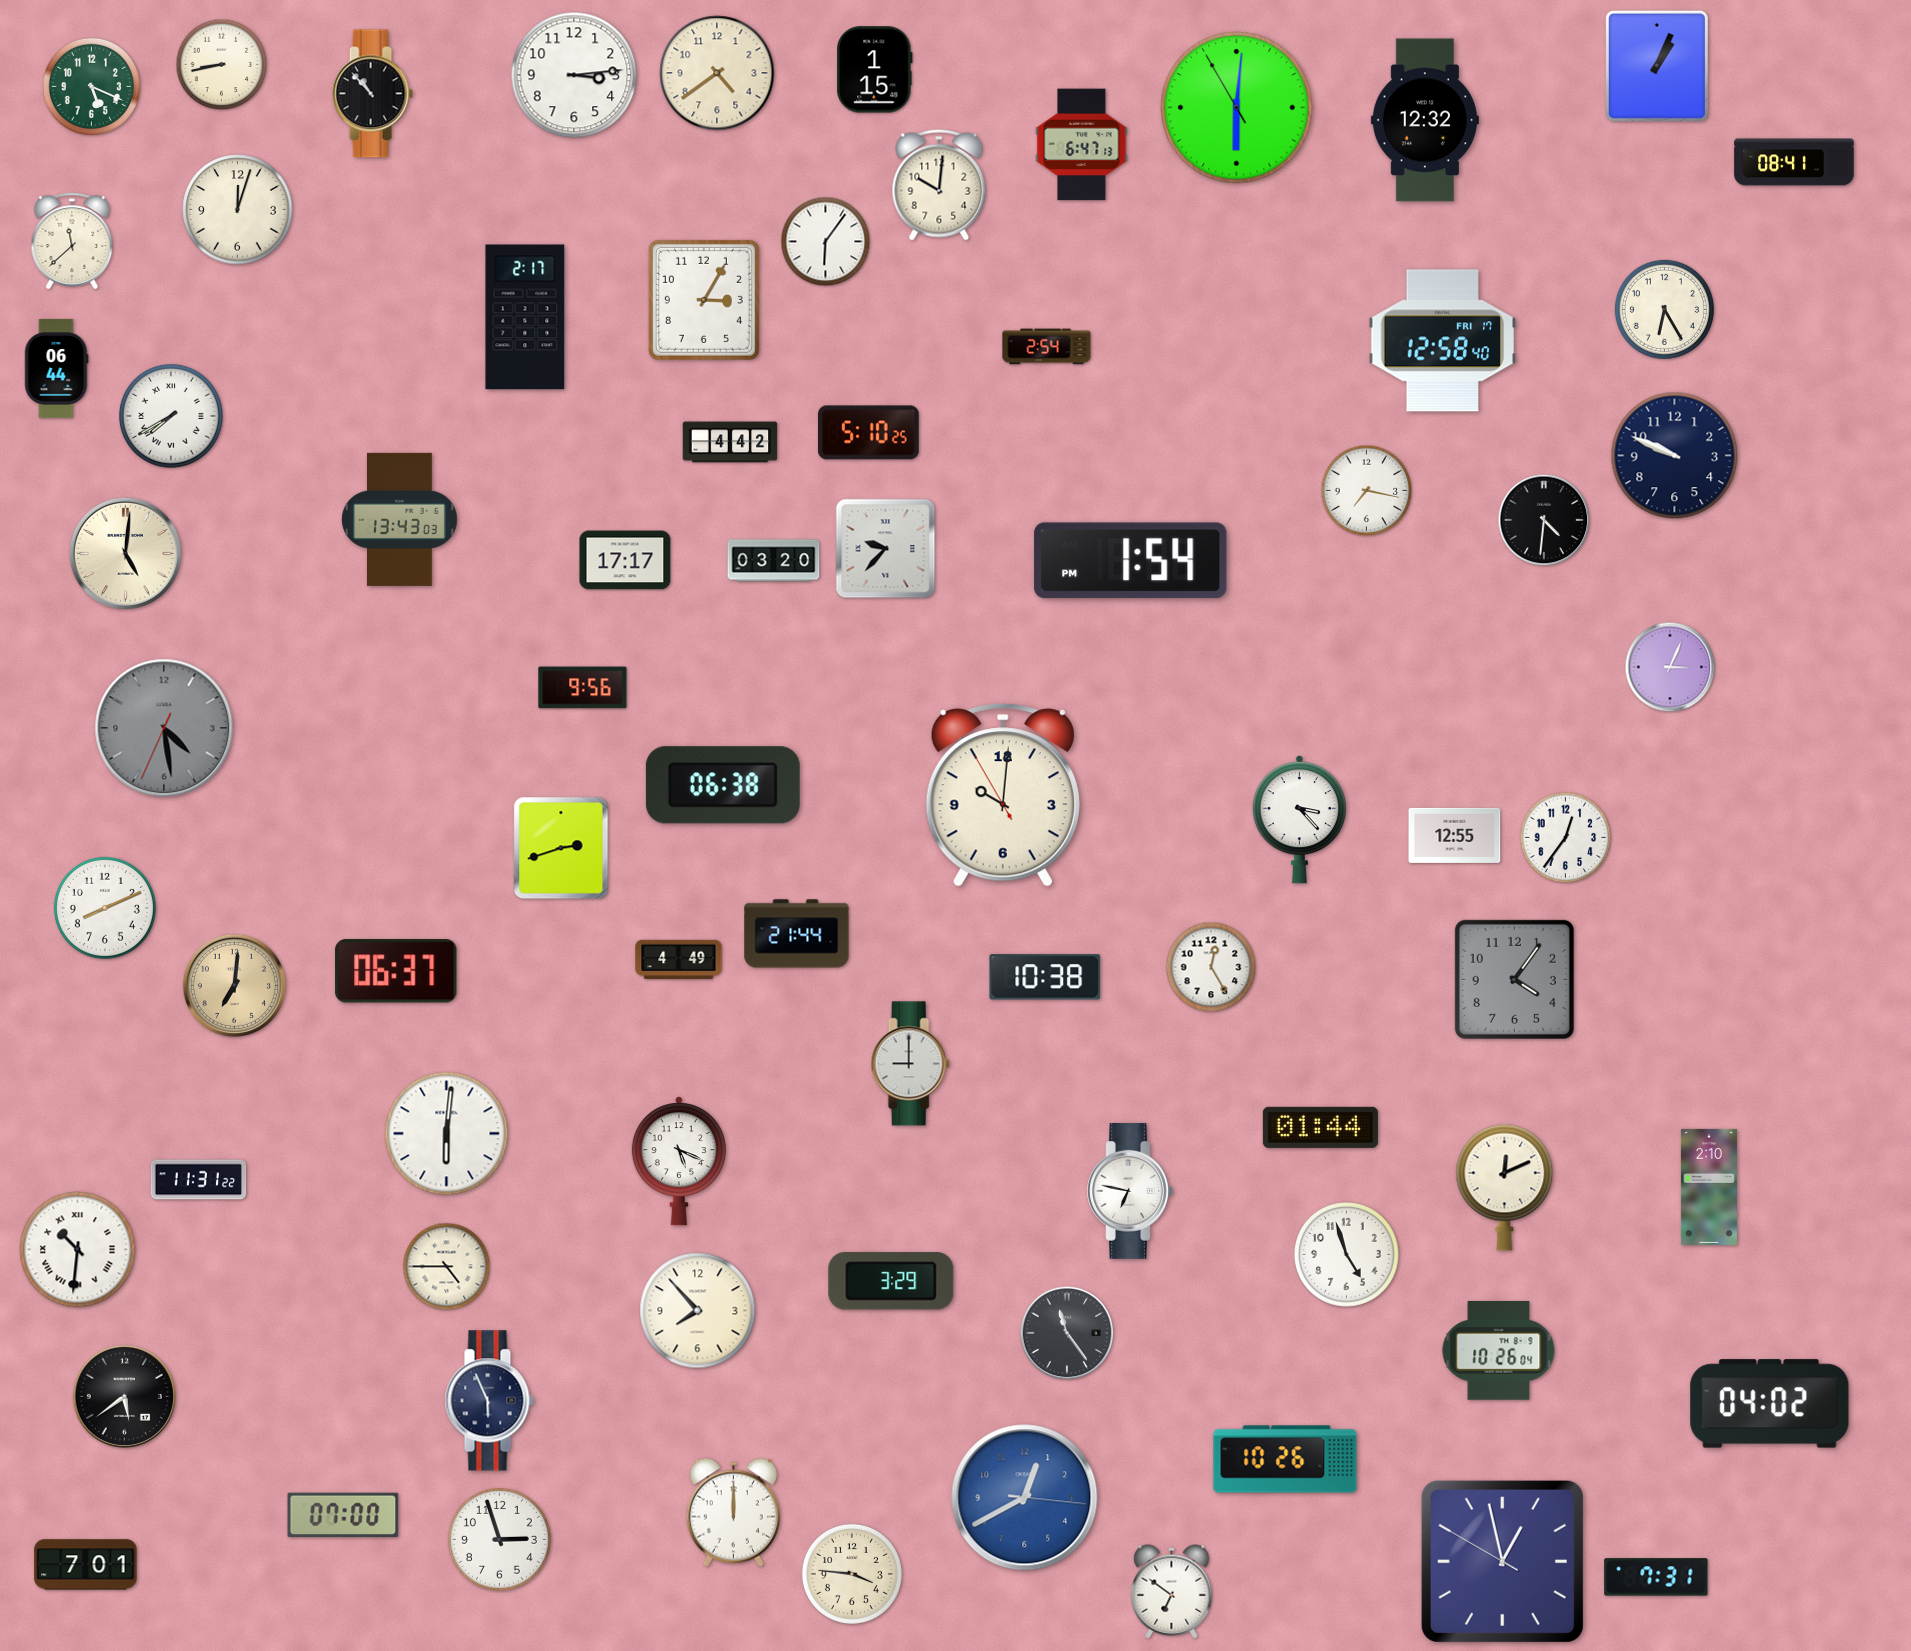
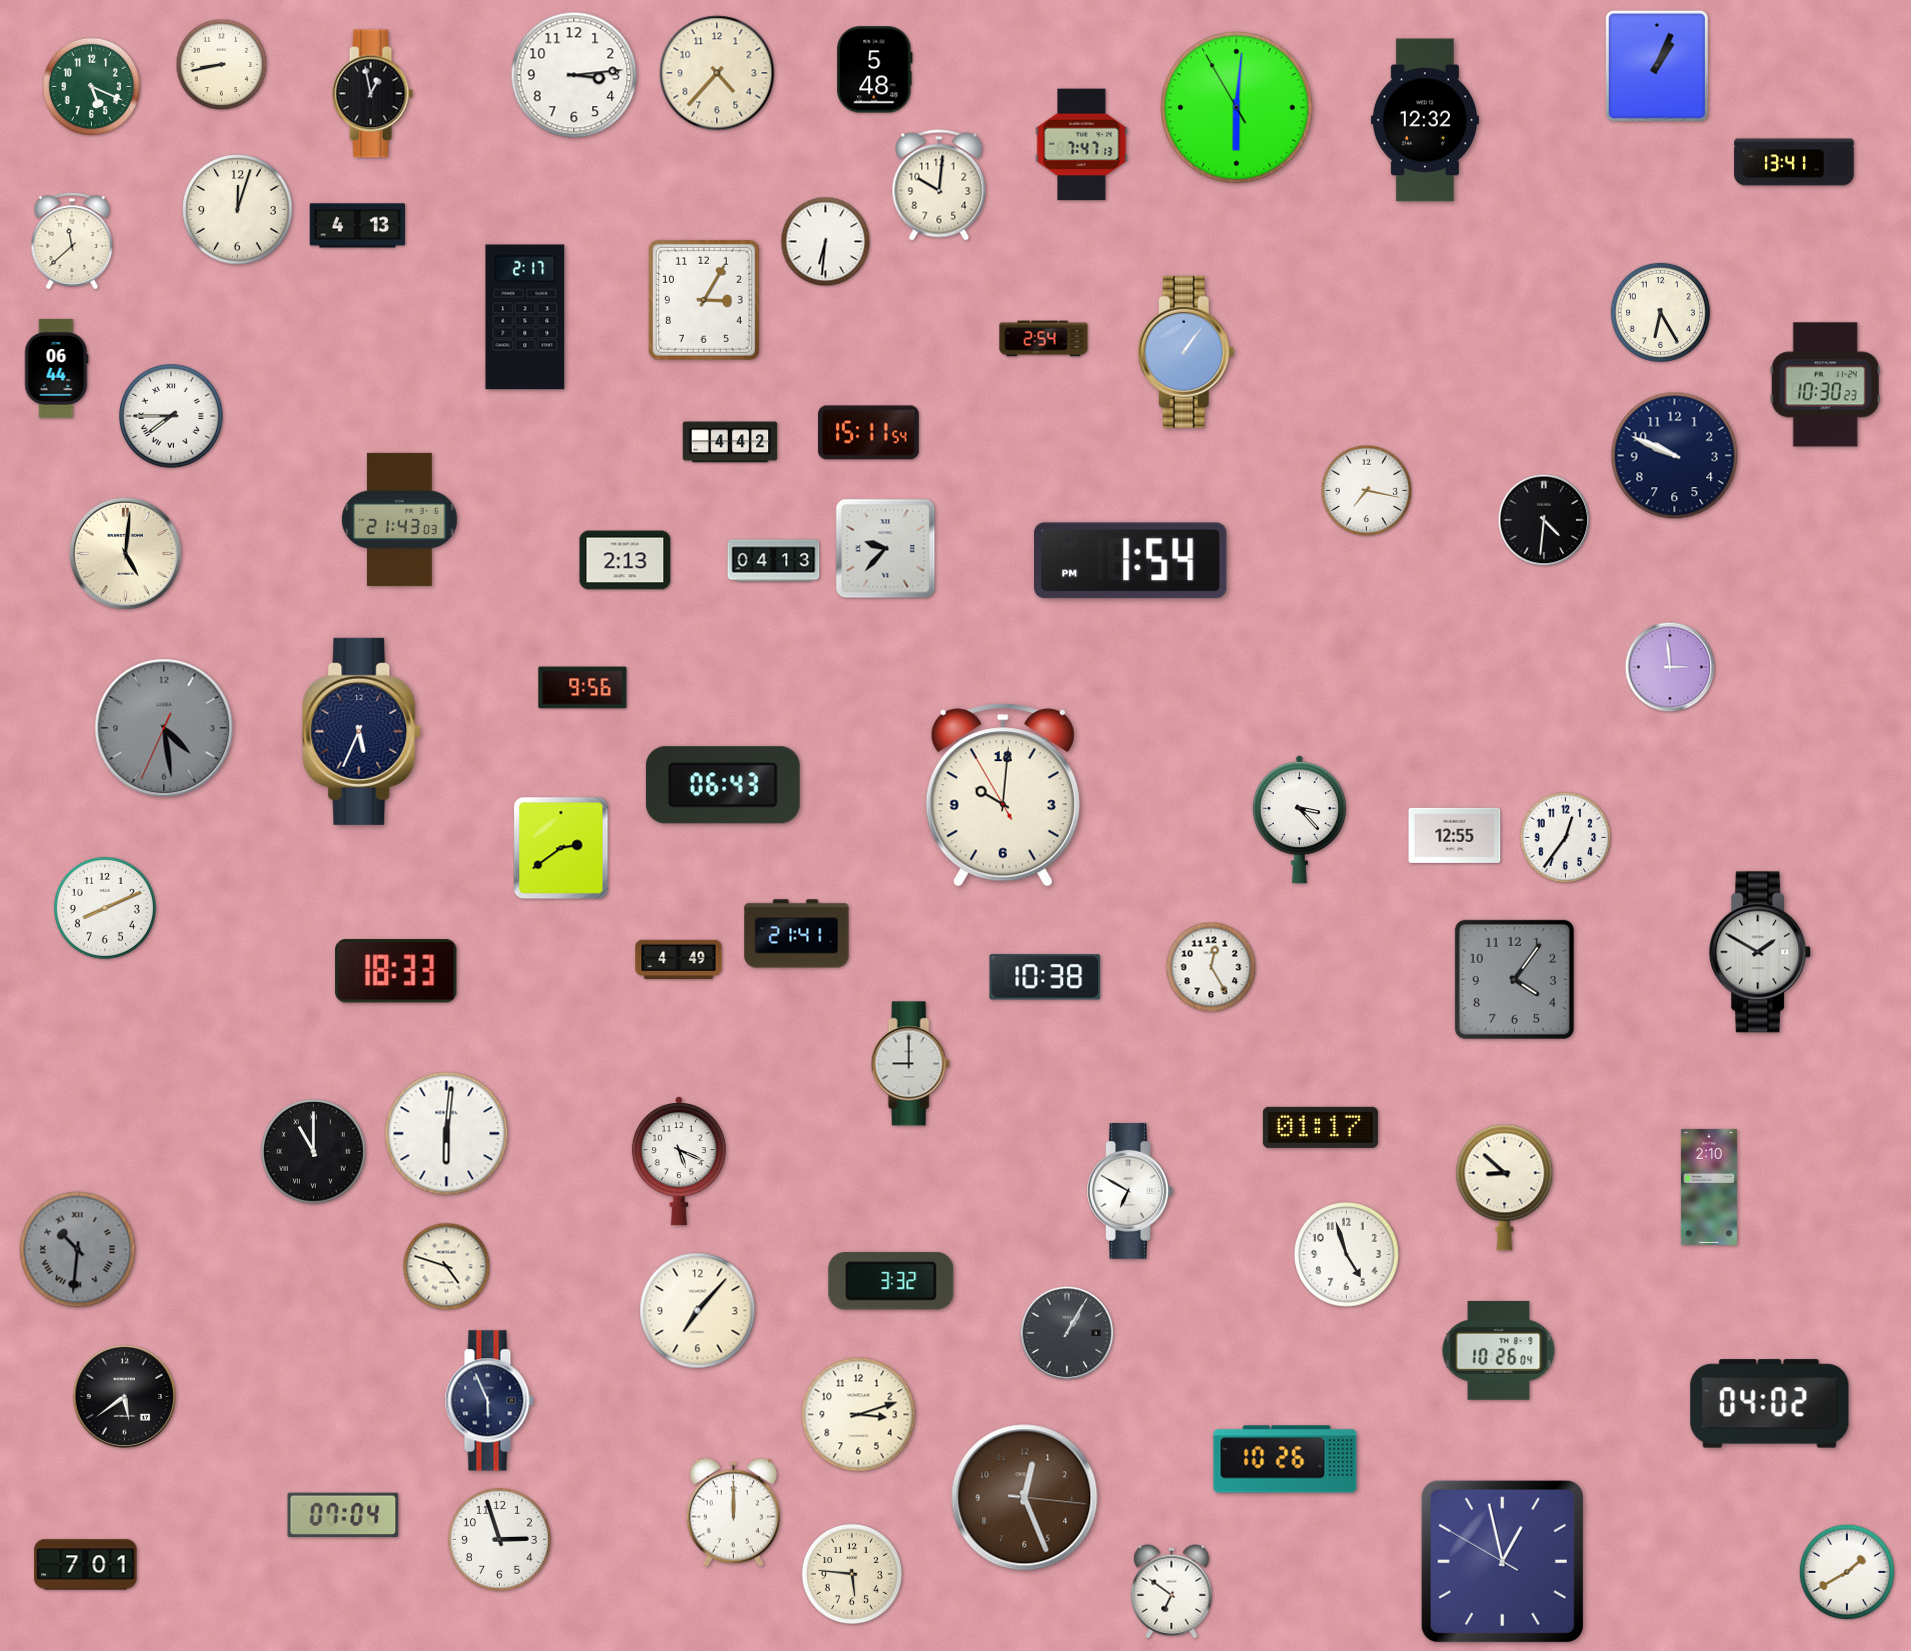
clock at (875, 70): 1:15 -> 5:48
clock at (717, 73): 4:39 -> 4:37
clock at (372, 94): 10:53 -> 12:58
clock at (1082, 145): 6:47 -> 7:47
clock at (1794, 162): 08:41 -> 13:41
clock at (358, 226): none -> 4:13
clock at (826, 242): 6:06 -> 6:31
clock at (1664, 309) position: (1664, 309) -> (1660, 312)
clock at (1443, 341): 12:58 -> none
clock at (1047, 347) position: (1047, 347) -> (1044, 339)
clock at (1186, 352): none -> 1:06
clock at (1825, 385): none -> 10:30
clock at (171, 416): 7:40 -> 7:45
clock at (869, 433): 5:10 -> 15:11
clock at (400, 519): 13:43 -> 21:43
clock at (625, 560): 17:17 -> 2:13
clock at (774, 561): 03:20 -> 04:13
clock at (1670, 667): 3:04 -> 2:59
clock at (362, 731): none -> 5:34
clock at (723, 785): 06:38 -> 06:43
clock at (561, 848): 2:42 -> 2:39
clock at (797, 934): 21:44 -> 21:41
clock at (1761, 952): none -> 1:50
clock at (396, 971): 06:37 -> 18:33
clock at (234, 985): 7:01 -> none
clock at (1320, 1127): 01:44 -> 01:17
clock at (314, 1152): none -> 11:00
clock at (199, 1180): 11:31 -> none
clock at (1505, 1187): 12:11 -> 8:52
clock at (1130, 1192): 6:47 -> 6:50
clock at (78, 1250) dial: white -> grey
clock at (447, 1267): 4:45 -> 4:48
clock at (891, 1281): 3:29 -> 3:32
clock at (698, 1311): 7:53 -> 7:07
clock at (1067, 1333): 11:24 -> 1:05
clock at (859, 1415): none -> 3:12
clock at (1025, 1498): 12:40 -> 12:26
clock at (1025, 1498) dial: blue -> brown
clock at (343, 1514): 07:00 -> 07:04
clock at (1847, 1572): none -> 1:40
clock at (852, 1574): 3:46 -> 5:46
clock at (1656, 1577): 7:31 -> none
